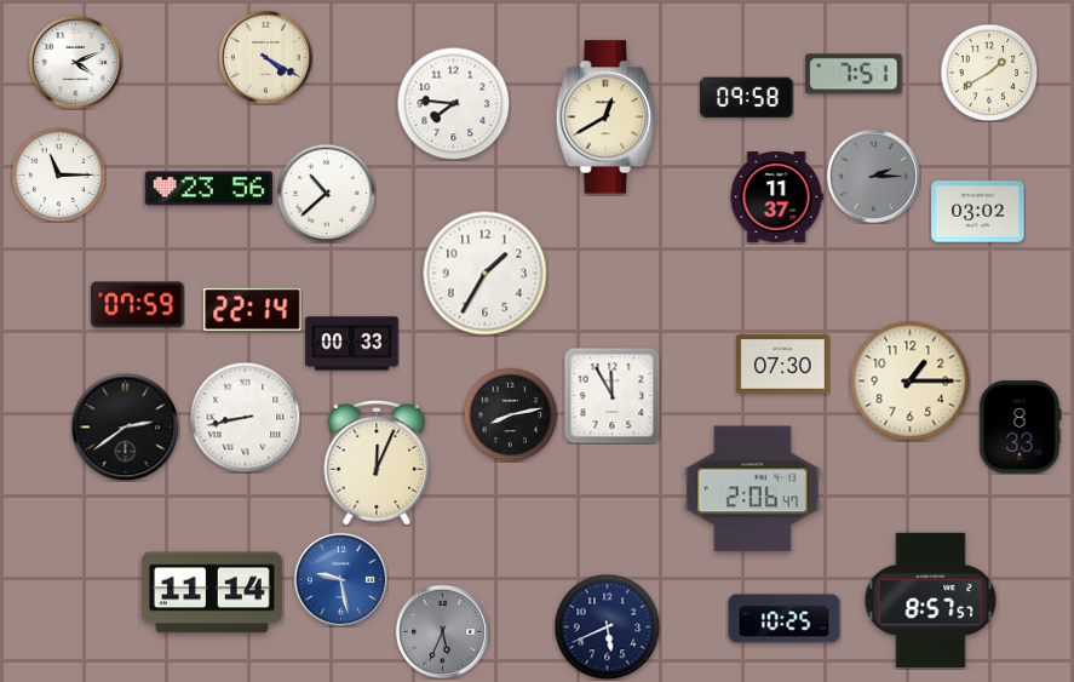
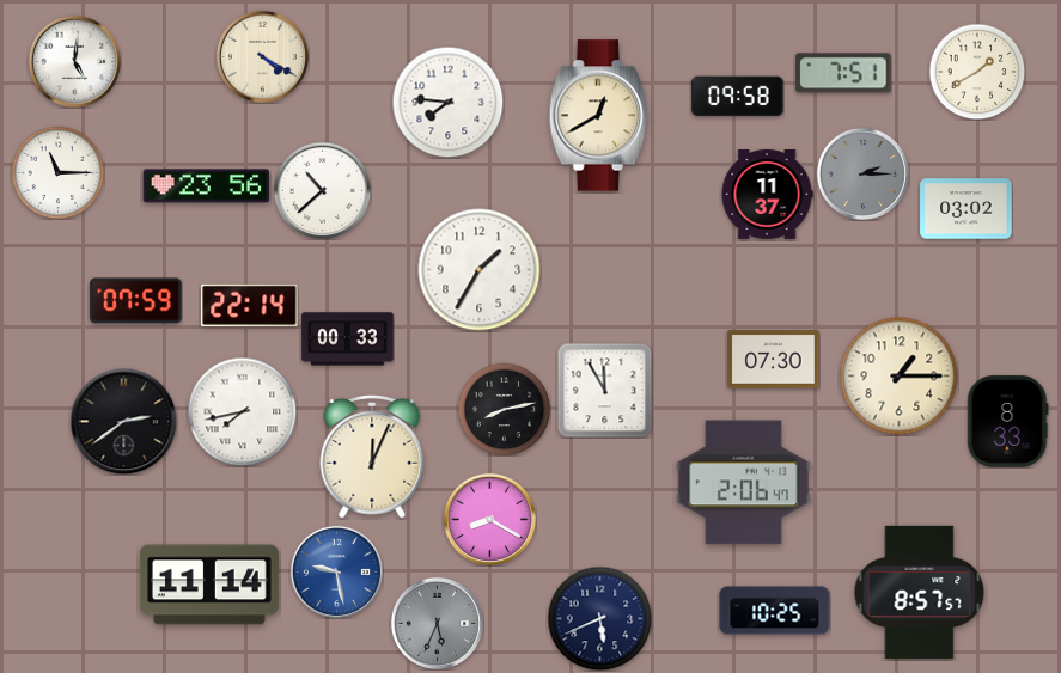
clock at (75, 62): 4:11 -> 5:01
clock at (245, 417): 8:43 -> 7:43
clock at (489, 519): none -> 8:20
